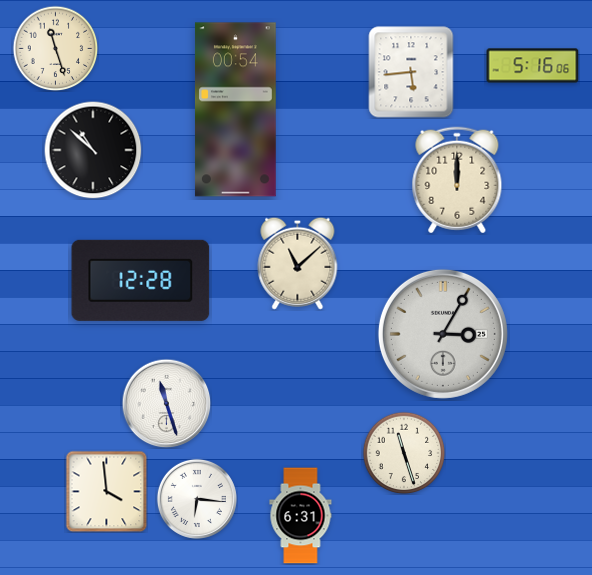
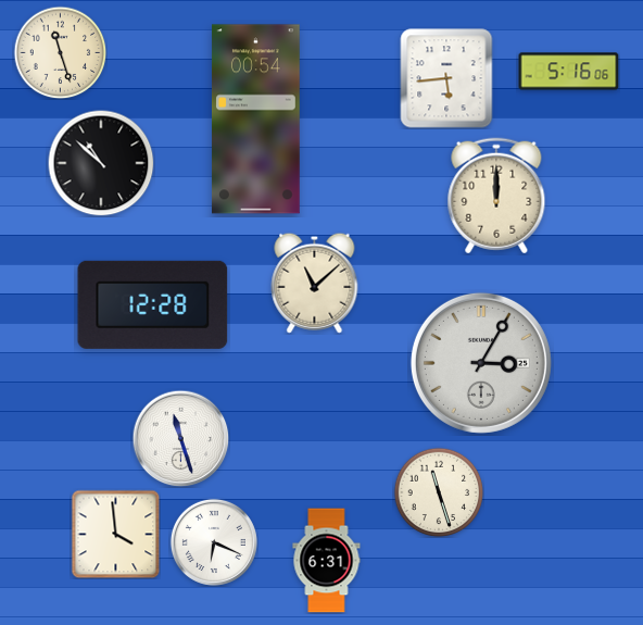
clock at (533, 66) position: (533, 66) -> (569, 72)
clock at (298, 263) position: (298, 263) -> (315, 283)
clock at (197, 499): 6:16 -> 6:19
